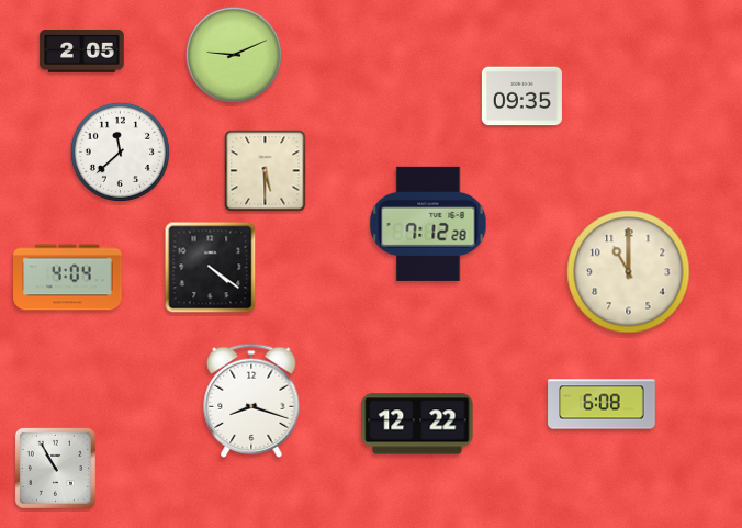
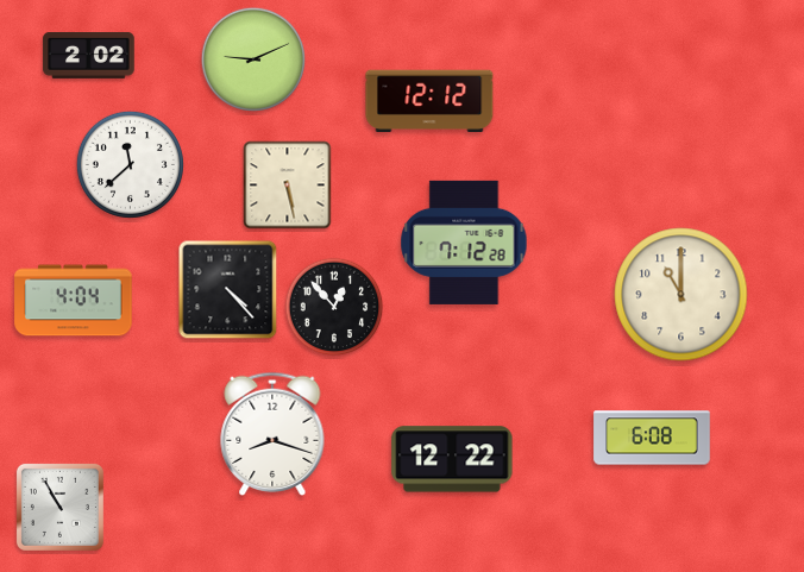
clock at (82, 50): 2:05 -> 2:02
clock at (429, 100): none -> 12:12
clock at (521, 97): 09:35 -> none
clock at (266, 171): 5:30 -> 5:28
clock at (211, 268): 4:21 -> 4:23
clock at (334, 307): none -> 12:53
